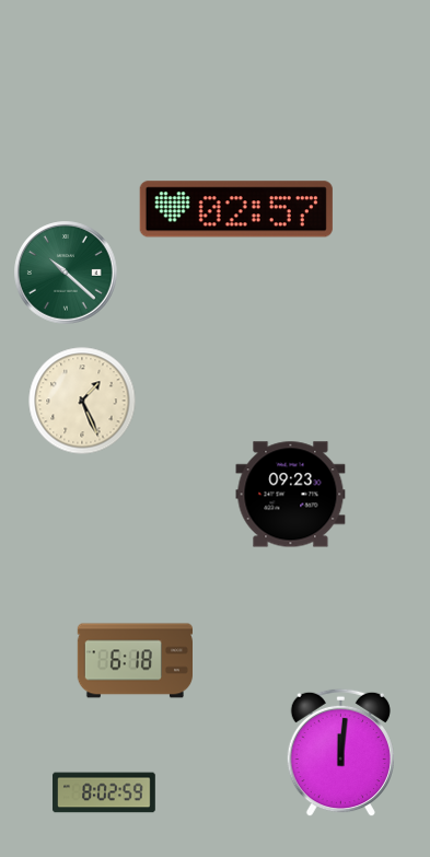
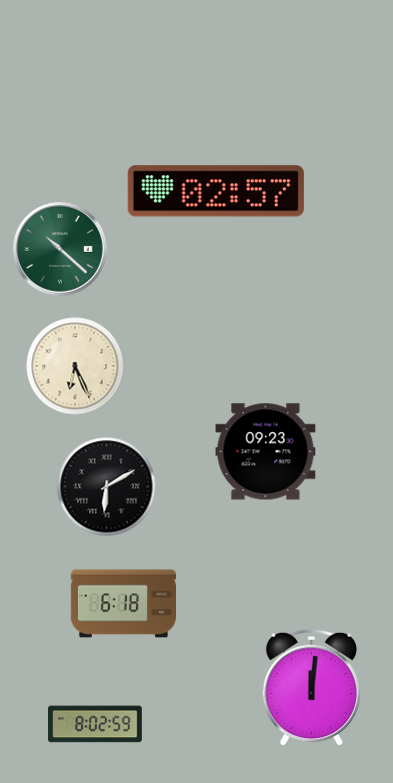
clock at (82, 401): 1:26 -> 6:26
clock at (107, 487): none -> 6:10
